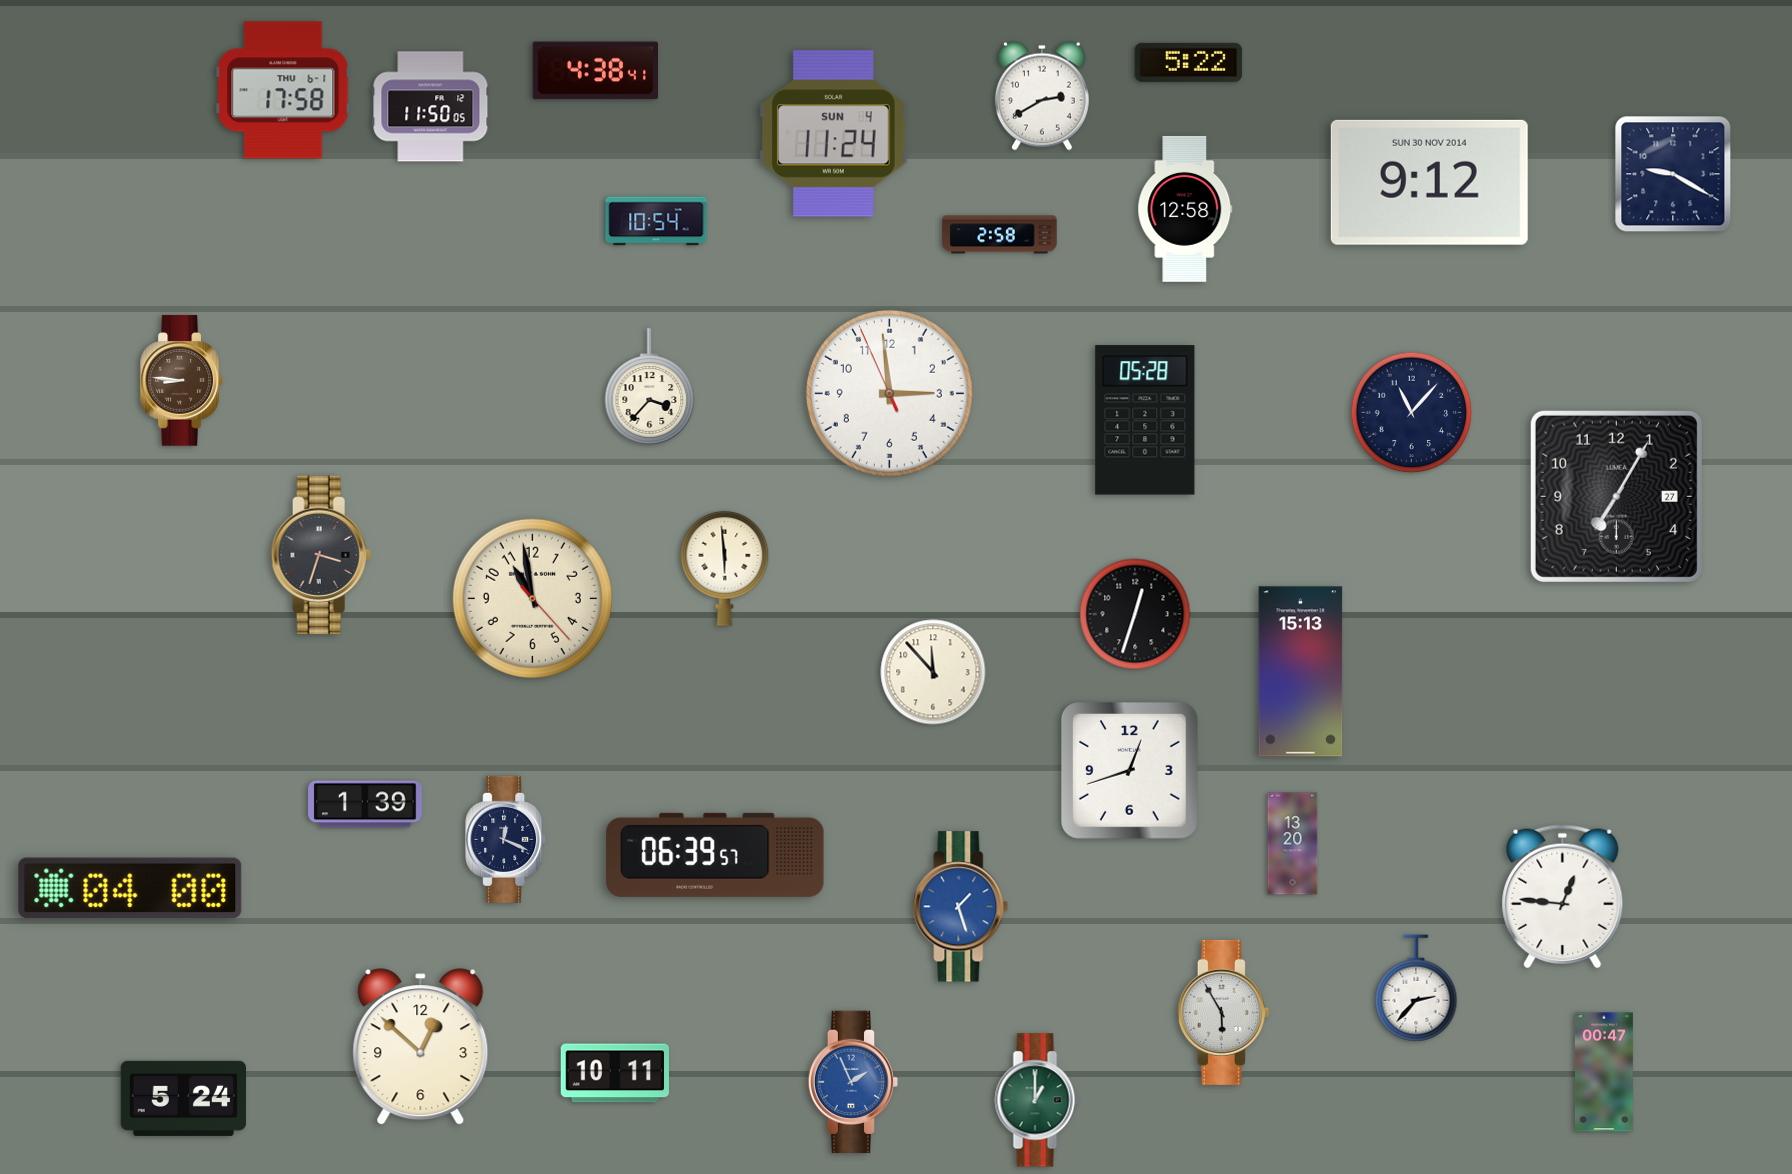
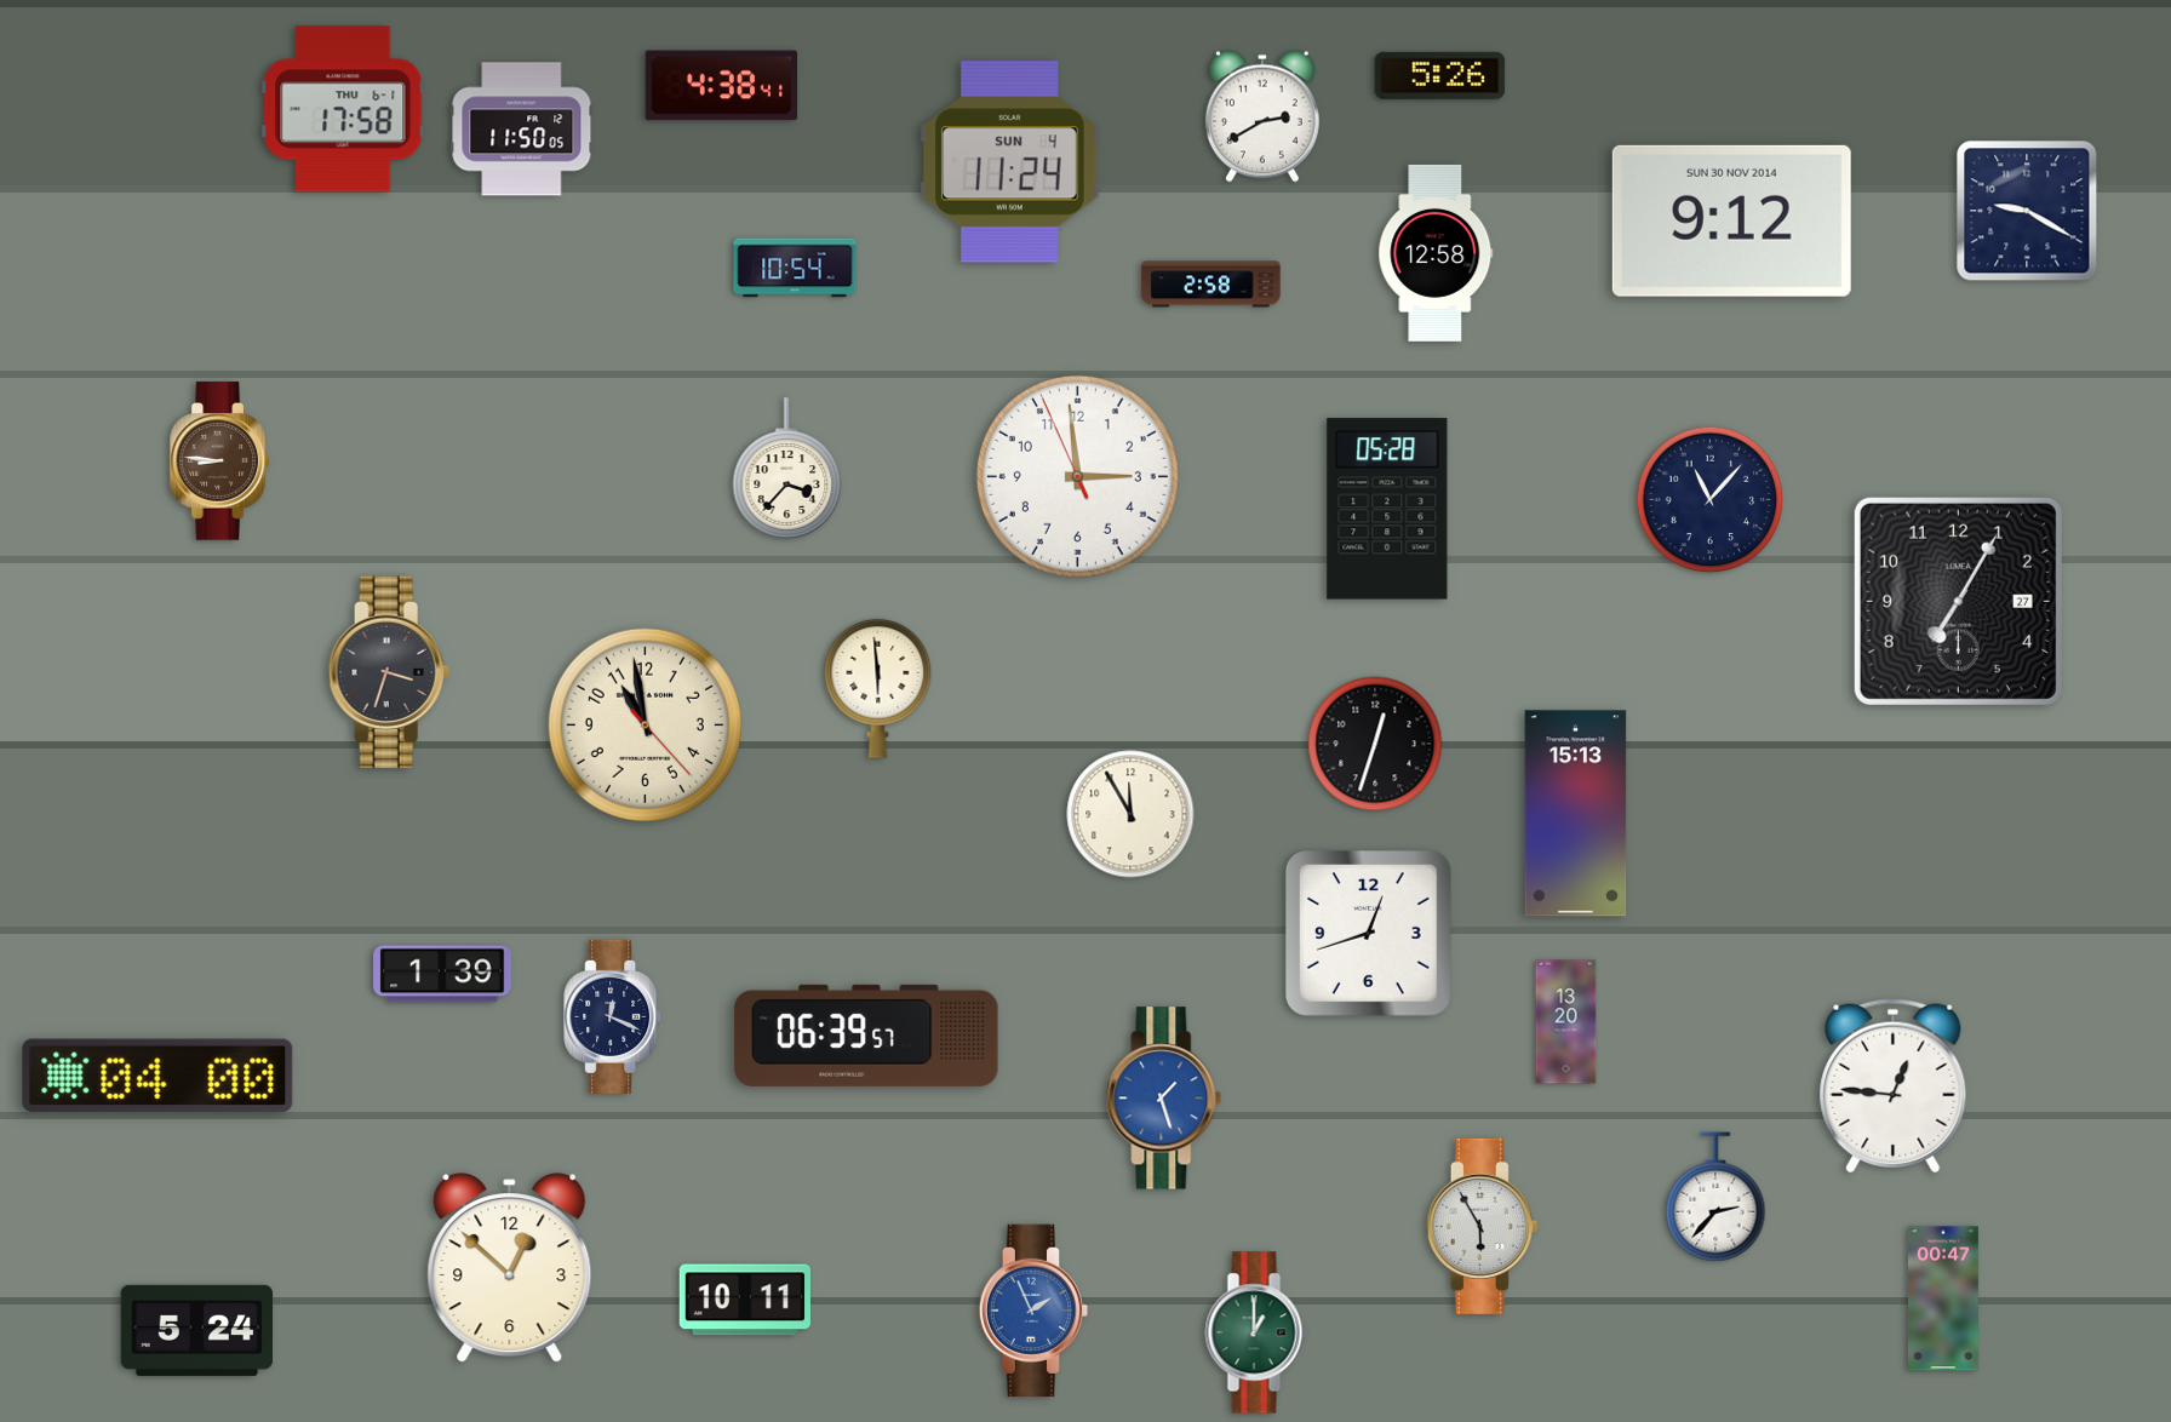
clock at (1189, 62): 5:22 -> 5:26
clock at (933, 672): 11:53 -> 11:55
clock at (183, 1098) position: (183, 1098) -> (196, 1330)
